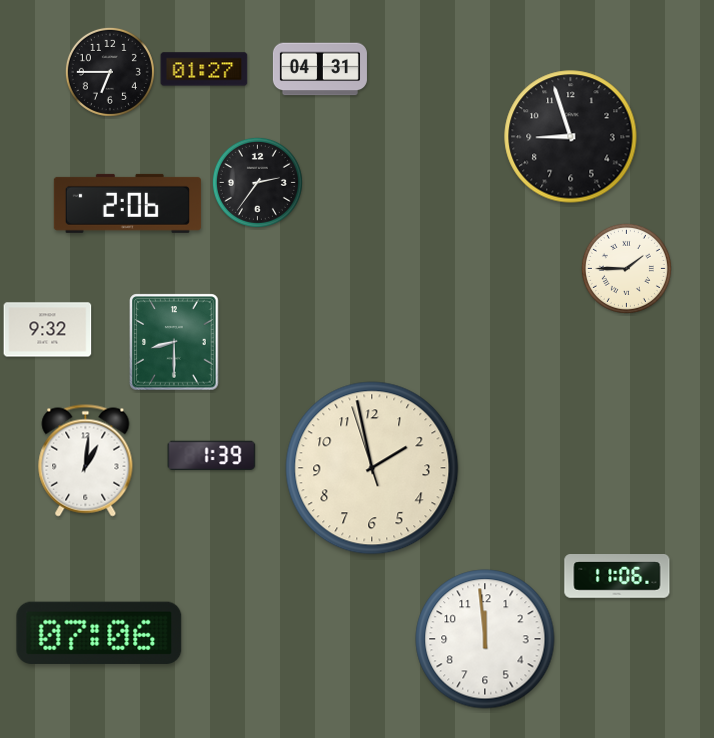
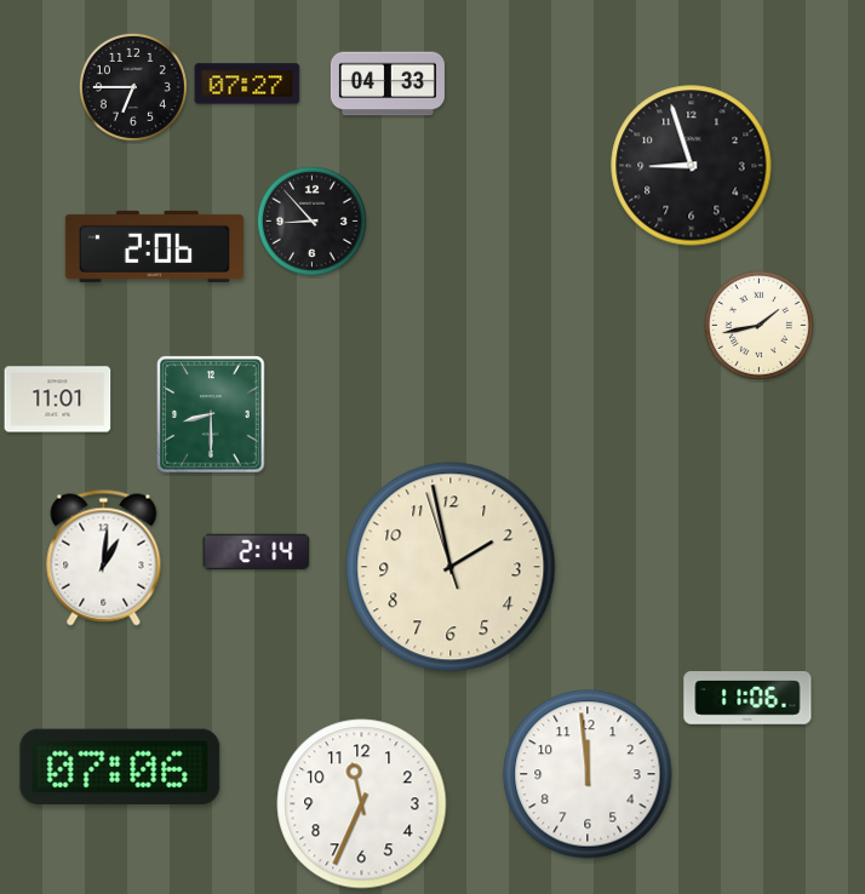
clock at (204, 69): 01:27 -> 07:27
clock at (320, 69): 04:31 -> 04:33
clock at (257, 182): 2:36 -> 8:53
clock at (626, 268): 1:45 -> 1:43
clock at (48, 330): 9:32 -> 11:01
clock at (212, 456): 1:39 -> 2:14
clock at (362, 804): none -> 11:34
